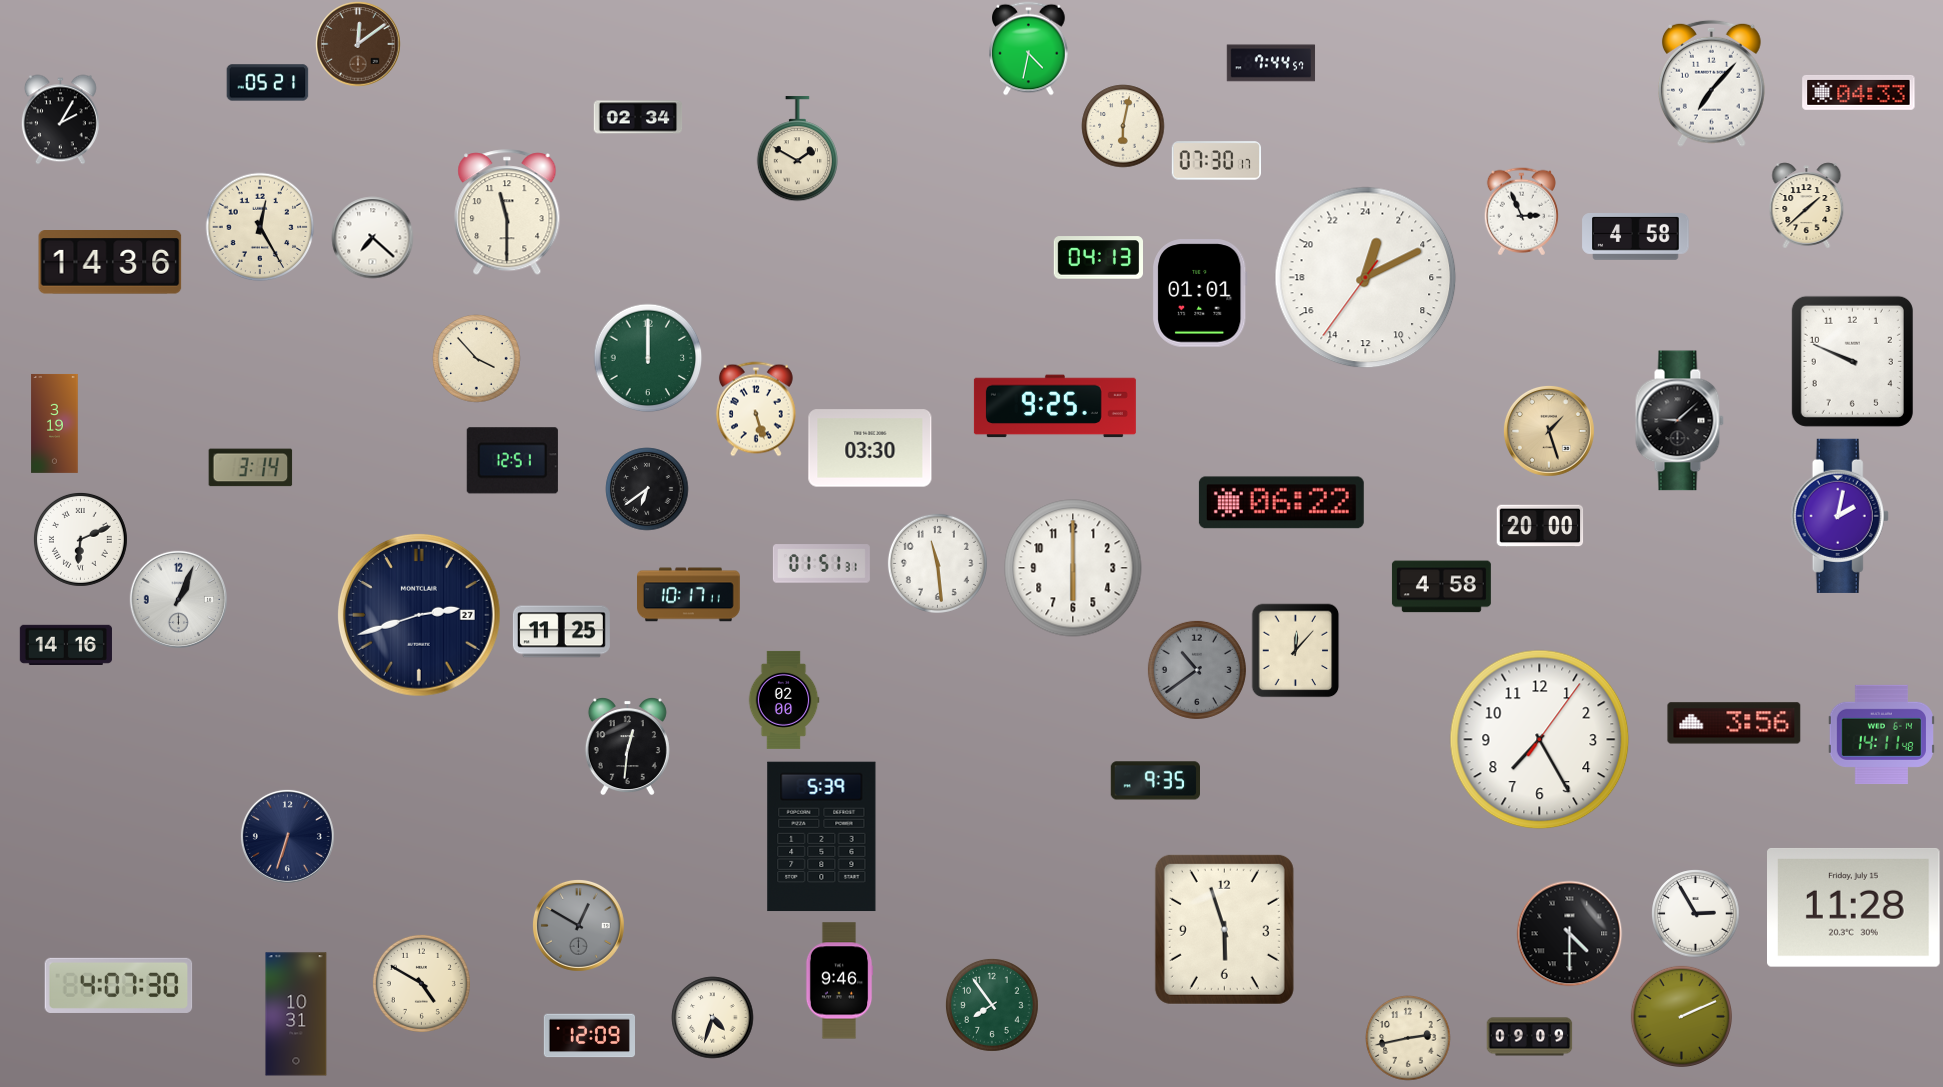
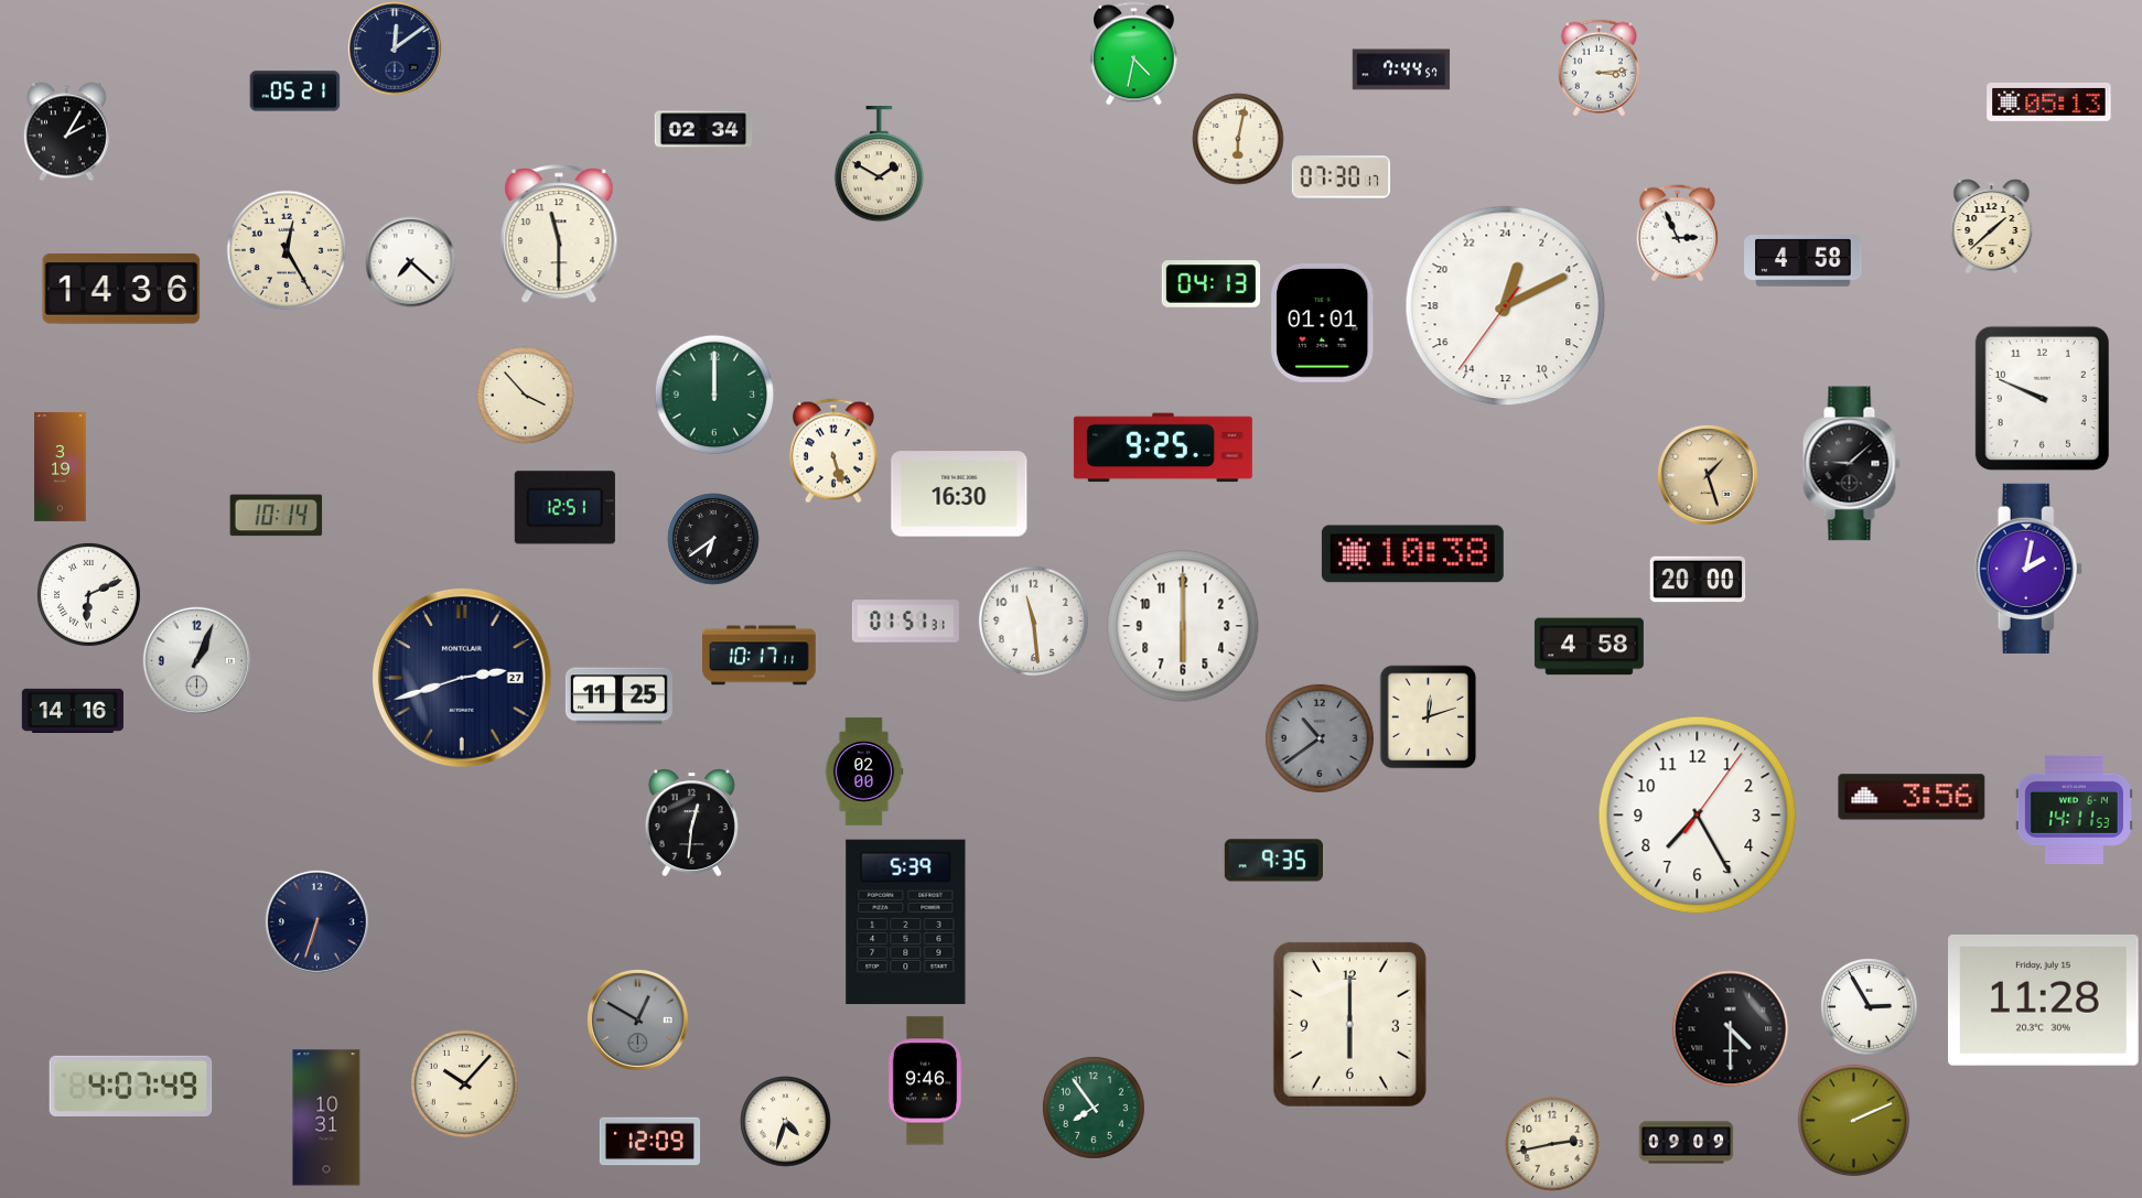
clock at (358, 44) dial: brown -> navy
clock at (1599, 67): none -> 3:14
clock at (1712, 83): 7:07 -> none
clock at (1859, 92): 04:33 -> 05:13
clock at (870, 448): 03:30 -> 16:30
clock at (250, 468): 3:14 -> 10:14
clock at (1281, 503): 06:22 -> 10:38
clock at (1296, 650): 12:07 -> 12:12
clock at (1881, 734): 14:11:48 -> 14:11:53
clock at (1224, 929): 5:57 -> 6:00
clock at (421, 983): 4:50 -> 10:07
clock at (119, 985): 4:07:30 -> 4:07:49
